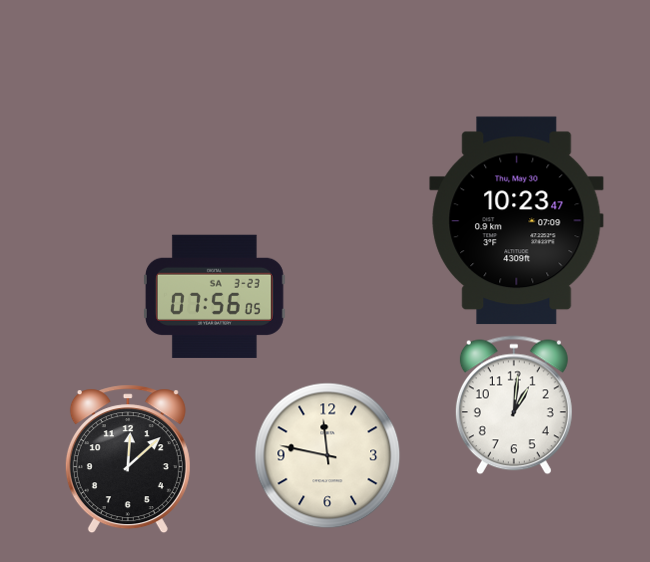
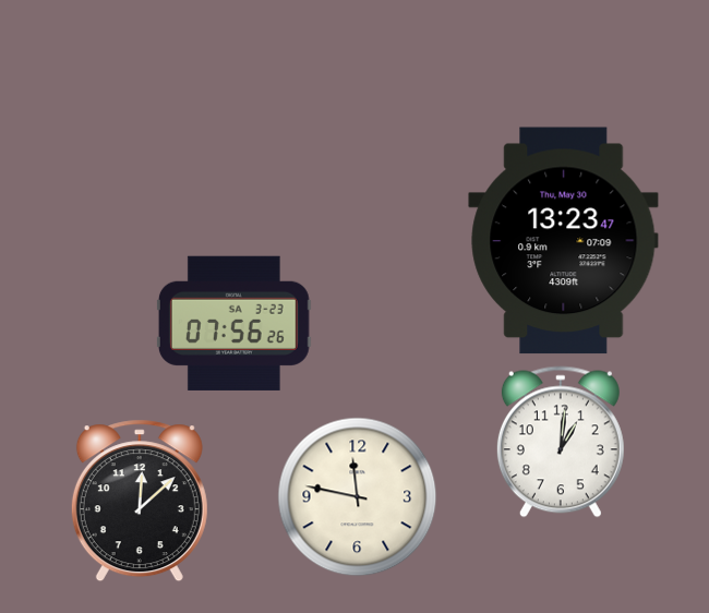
clock at (517, 221): 10:23 -> 13:23
clock at (214, 296): 07:56:05 -> 07:56:26
